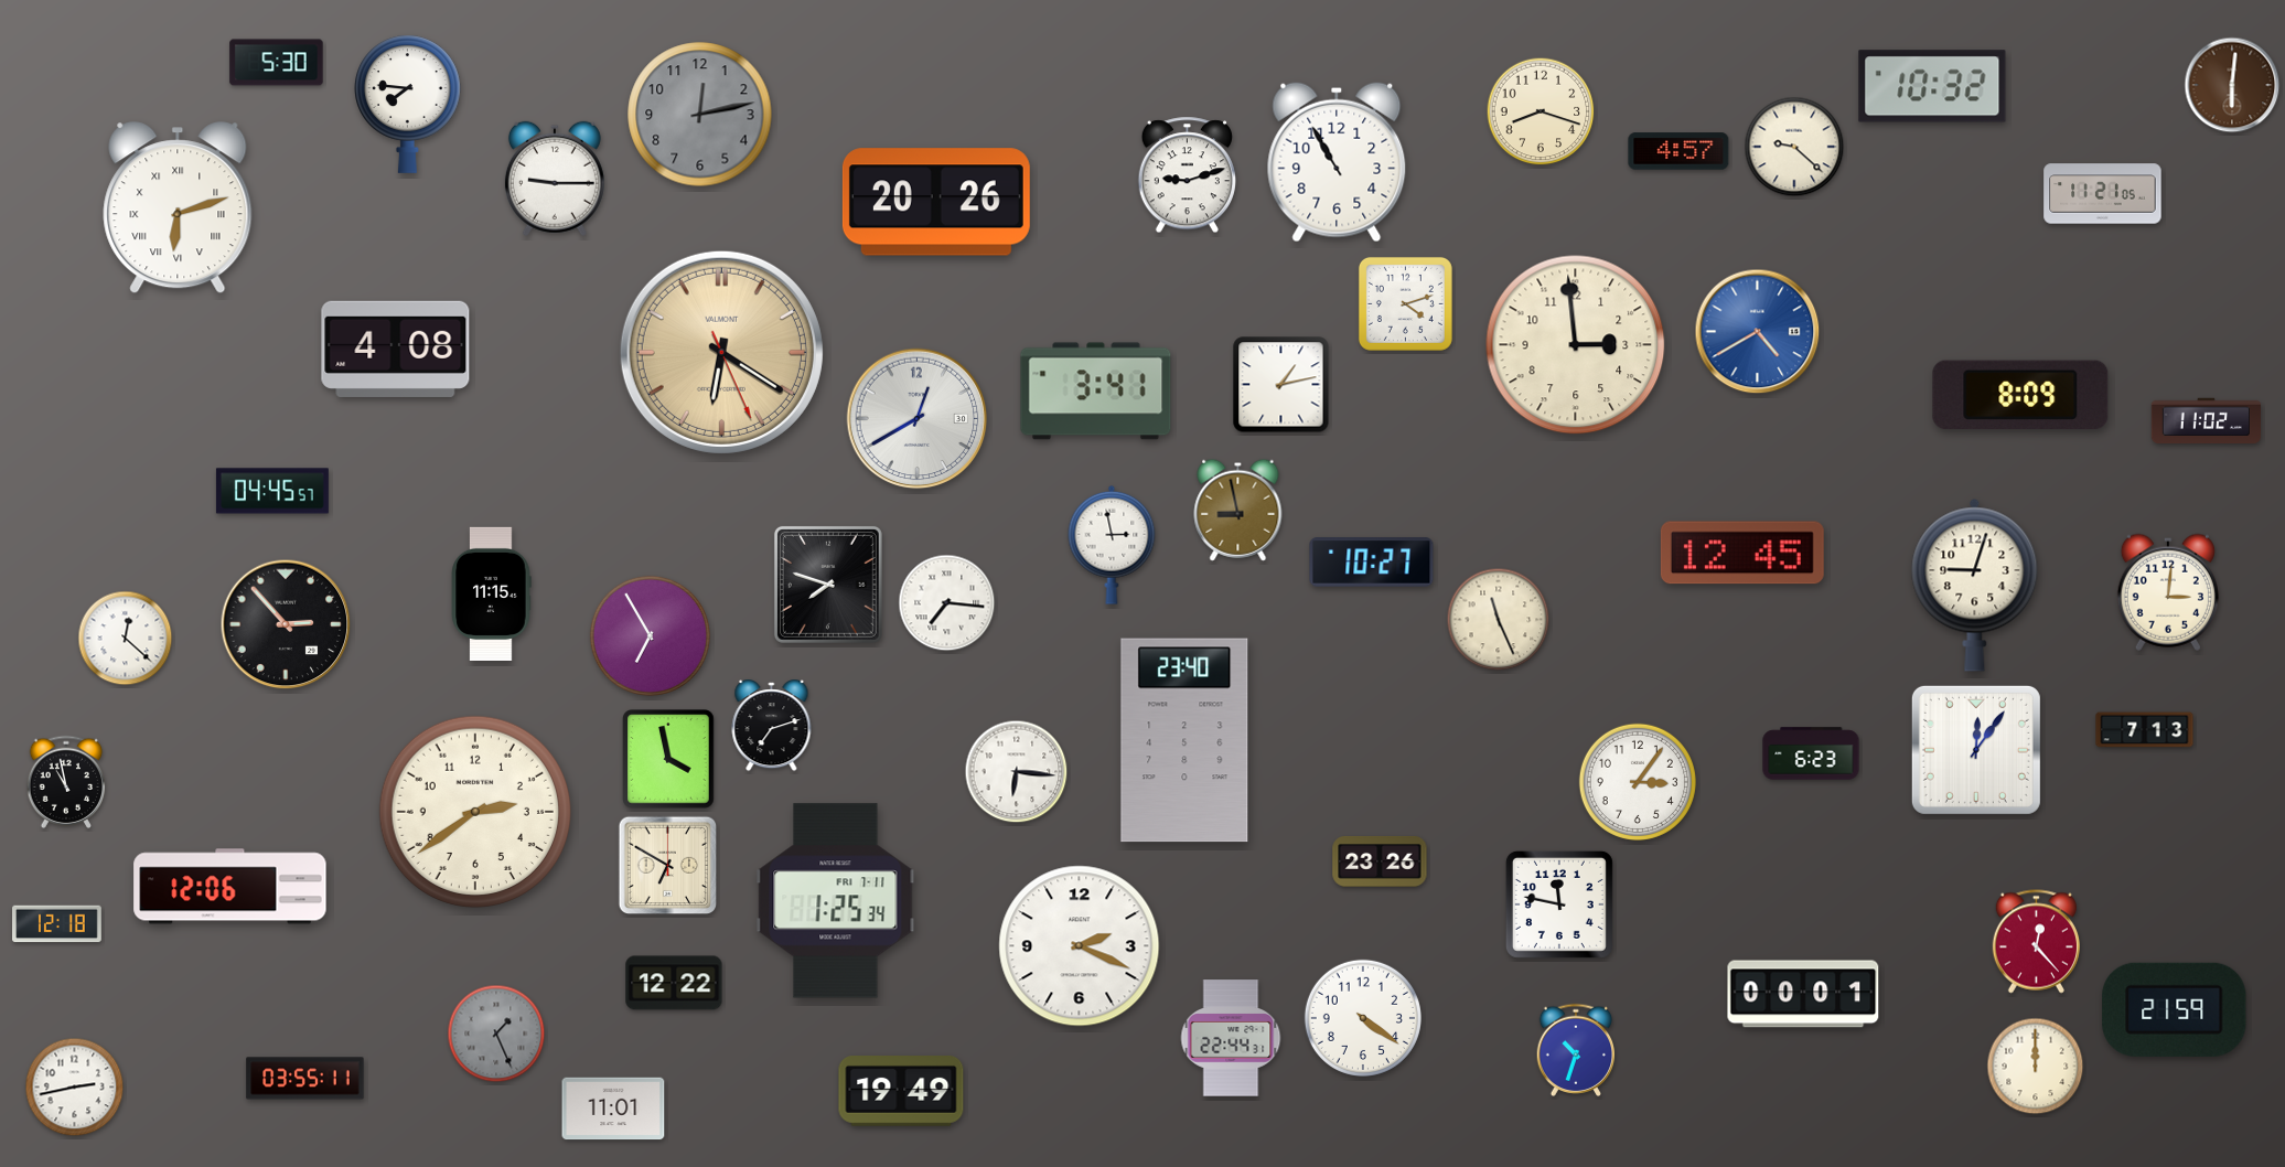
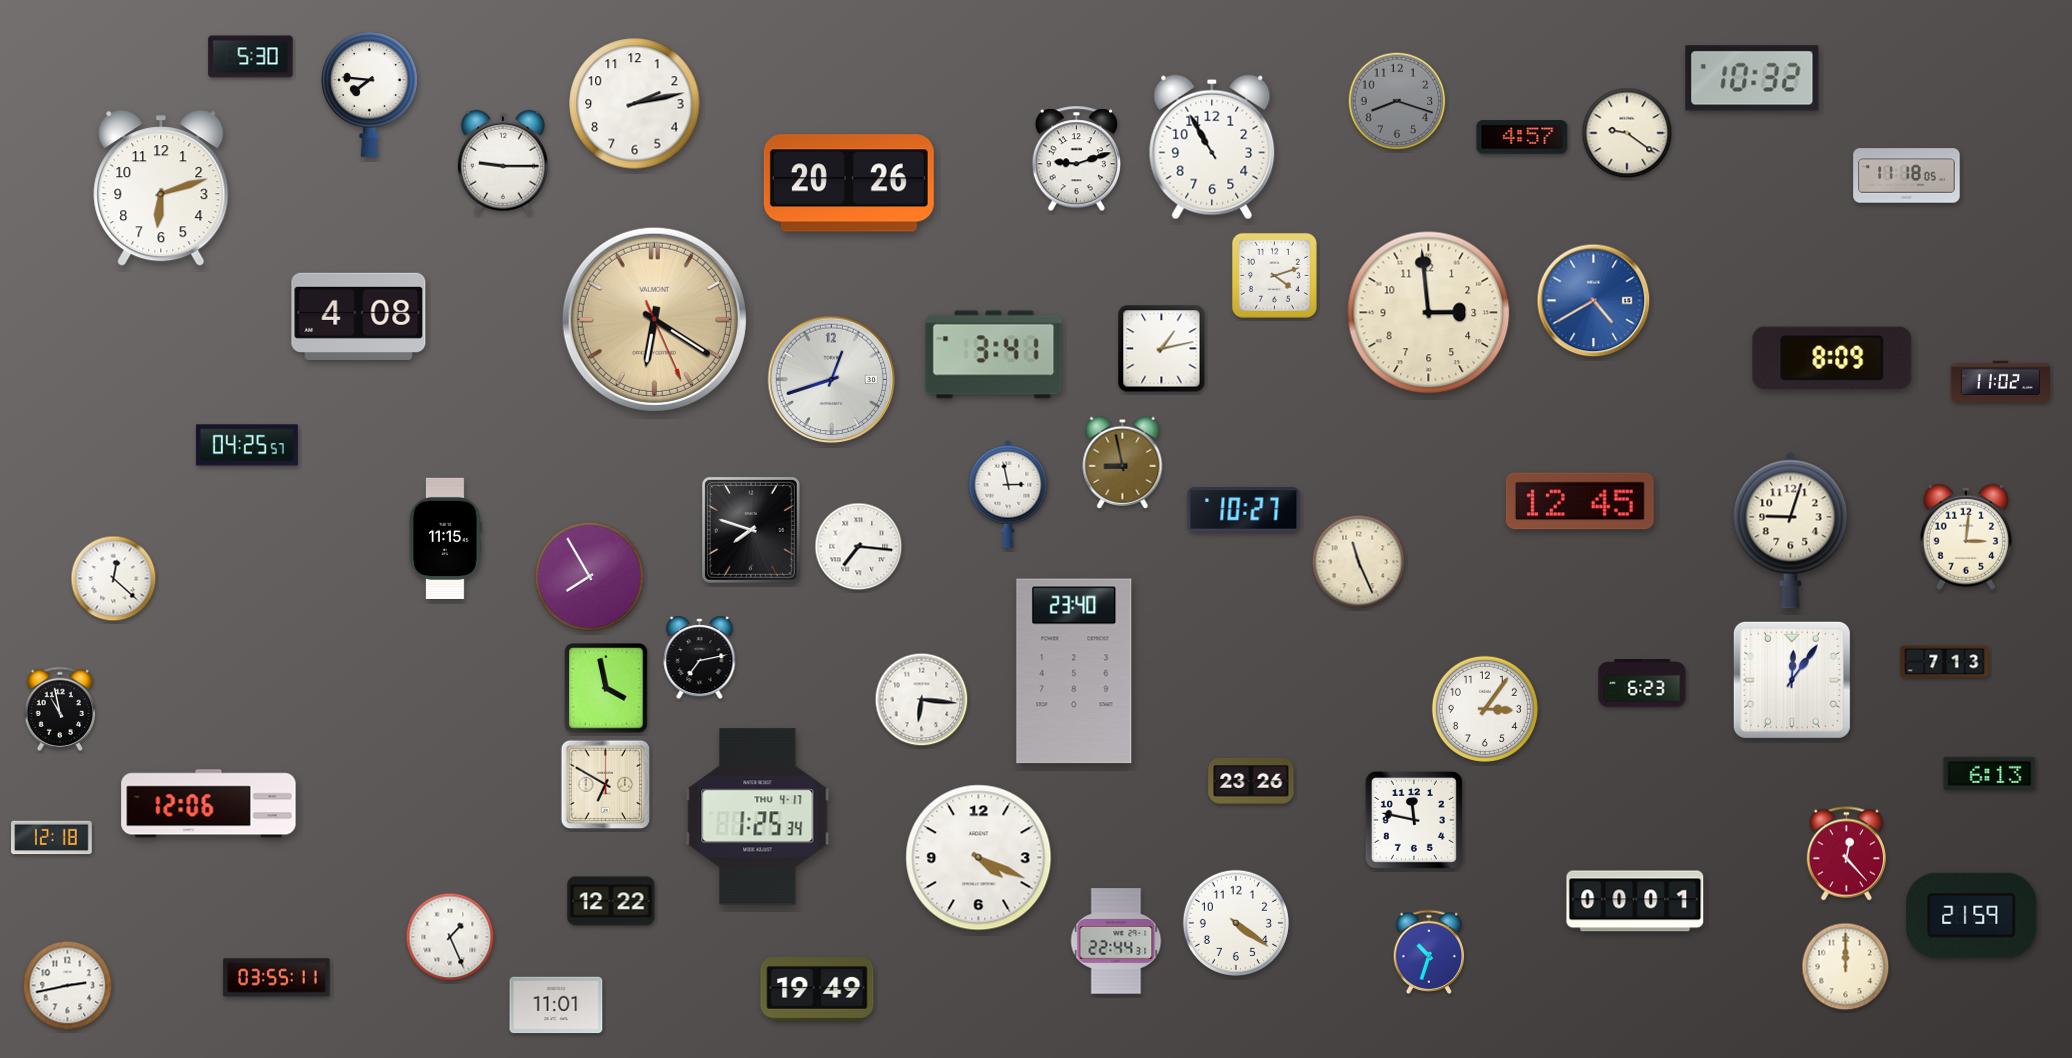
clock at (2232, 85): 6:01 -> none
clock at (1541, 111) dial: cream -> grey
clock at (700, 115): 12:13 -> 2:13
clock at (700, 115) dial: grey -> white
clock at (1794, 147): 9:22 -> 9:21
clock at (2103, 194): 11:21 -> 11:18
clock at (178, 208) numerals: Roman -> Arabic
clock at (918, 419): 12:40 -> 12:42
clock at (272, 491): 04:45 -> 04:25
clock at (286, 624): 2:53 -> none
clock at (650, 635): 6:55 -> 7:55
clock at (772, 726): 7:12 -> 7:13
clock at (475, 812): 2:39 -> none
clock at (1990, 773): none -> 6:13
clock at (836, 901) date: FRI 7-11 -> THU 4-17
clock at (1080, 946): 2:19 -> 4:19
clock at (674, 983) position: (674, 983) -> (611, 901)
clock at (496, 1034) dial: grey -> white
